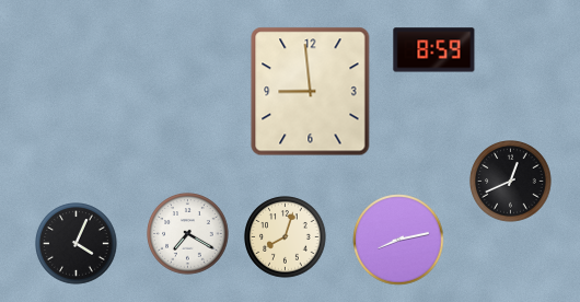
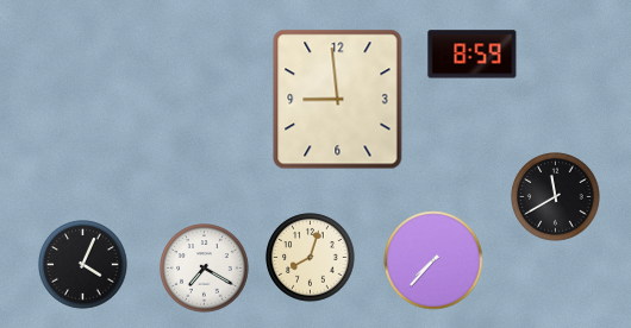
clock at (511, 182): 12:41 -> 11:40
clock at (188, 234) position: (188, 234) -> (205, 269)
clock at (398, 240): 8:13 -> 7:37
